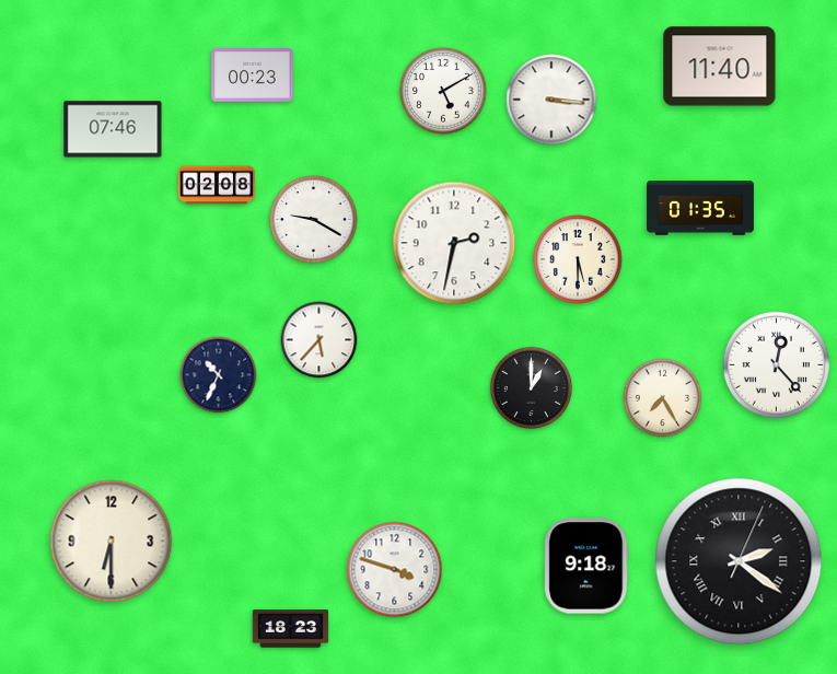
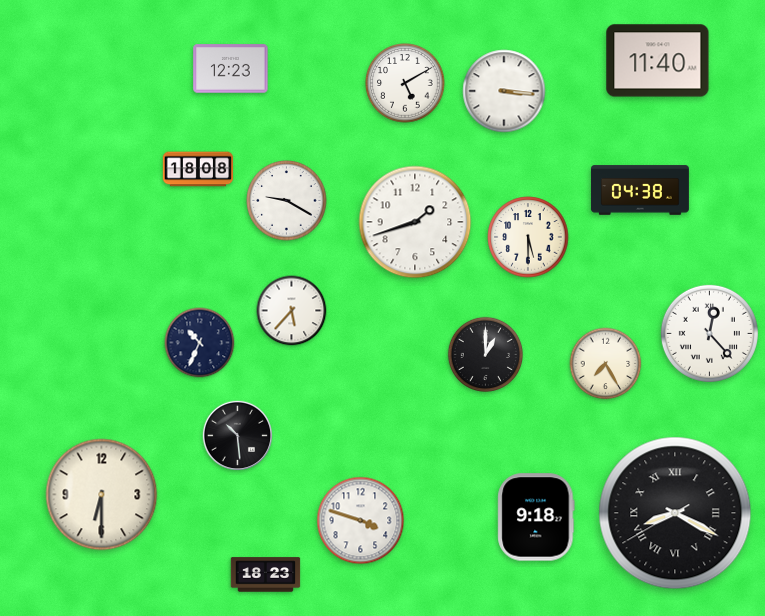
clock at (253, 75): 00:23 -> 12:23
clock at (113, 129): 07:46 -> none
clock at (217, 185): 02:08 -> 18:08
clock at (700, 208): 01:35 -> 04:38
clock at (454, 243): 2:32 -> 1:42
clock at (237, 435): none -> 10:29
clock at (739, 561): 2:21 -> 8:19
